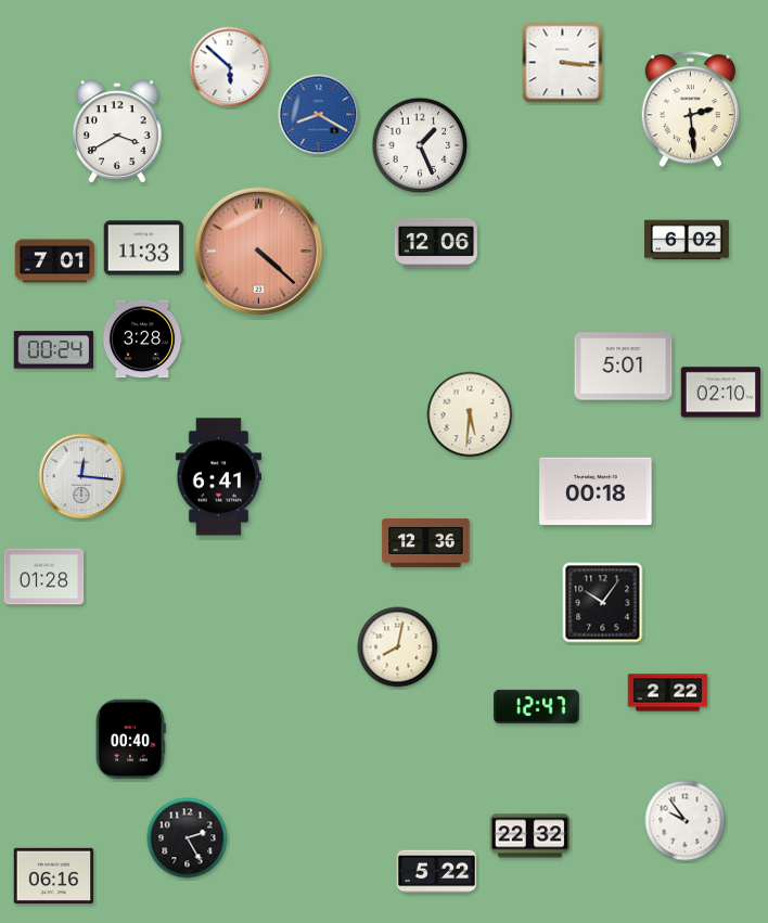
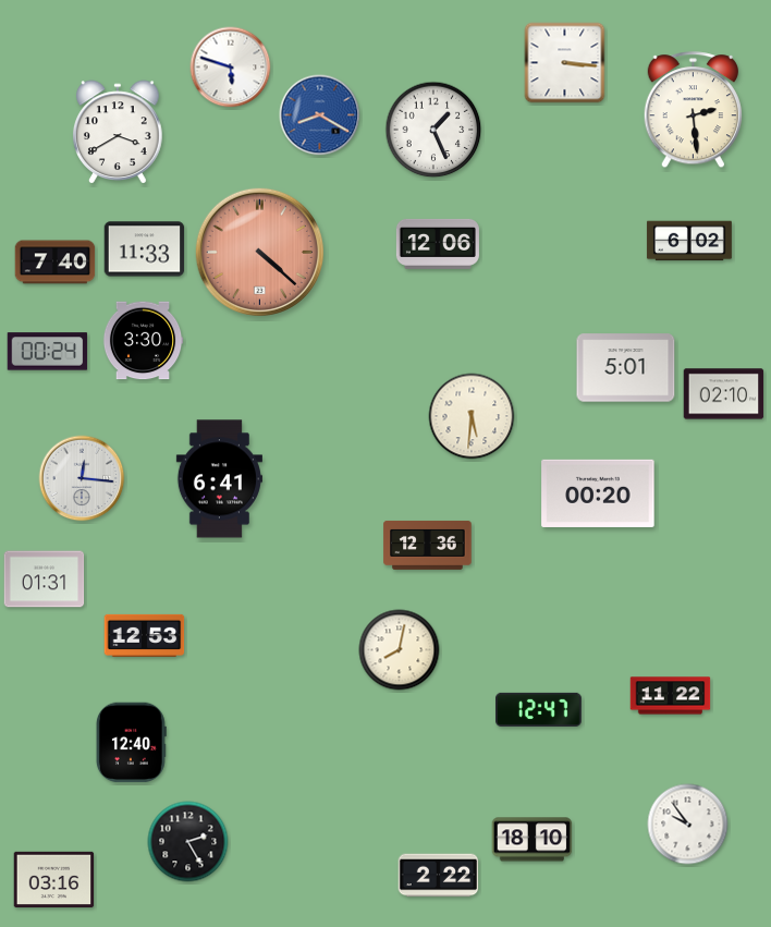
clock at (230, 67): 5:52 -> 5:48
clock at (420, 145) position: (420, 145) -> (433, 130)
clock at (55, 261): 7:01 -> 7:40
clock at (142, 339): 3:28 -> 3:30
clock at (54, 350) position: (54, 350) -> (48, 352)
clock at (596, 491): 00:18 -> 00:20
clock at (44, 577): 01:28 -> 01:31
clock at (603, 603): 10:06 -> none
clock at (145, 635): none -> 12:53
clock at (668, 693): 2:22 -> 11:22
clock at (131, 740): 00:40 -> 12:40
clock at (530, 836): 22:32 -> 18:10
clock at (437, 872): 5:22 -> 2:22
clock at (54, 876): 06:16 -> 03:16
